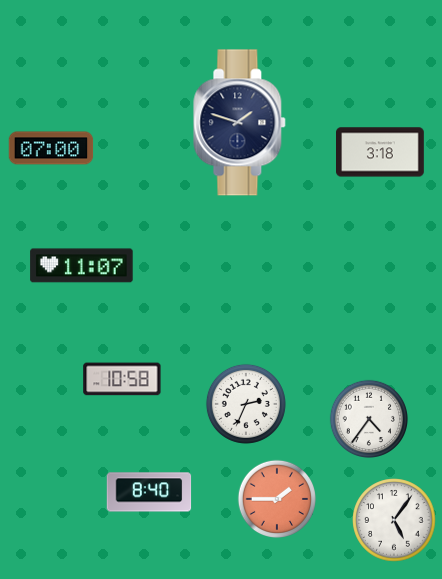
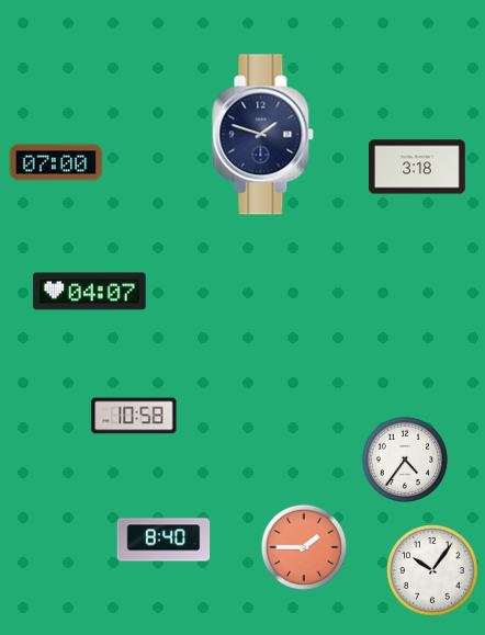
clock at (82, 266): 11:07 -> 04:07
clock at (246, 404): 2:34 -> none
clock at (394, 520): 5:06 -> 10:06
